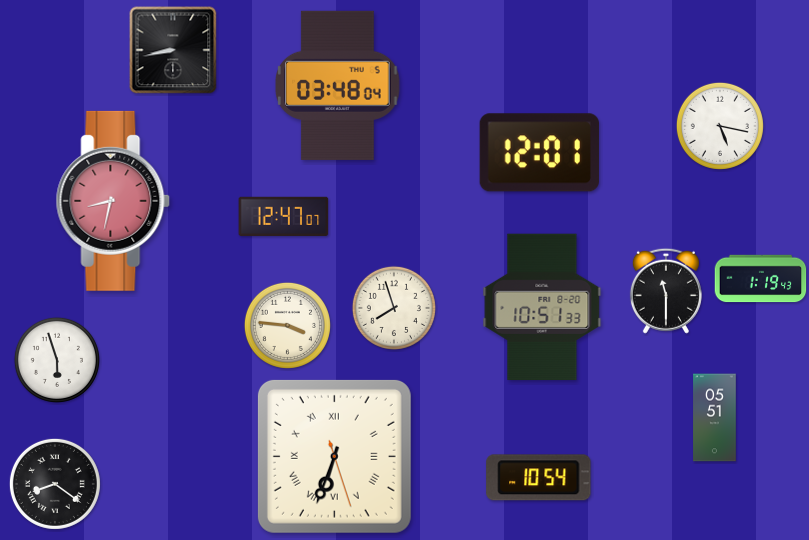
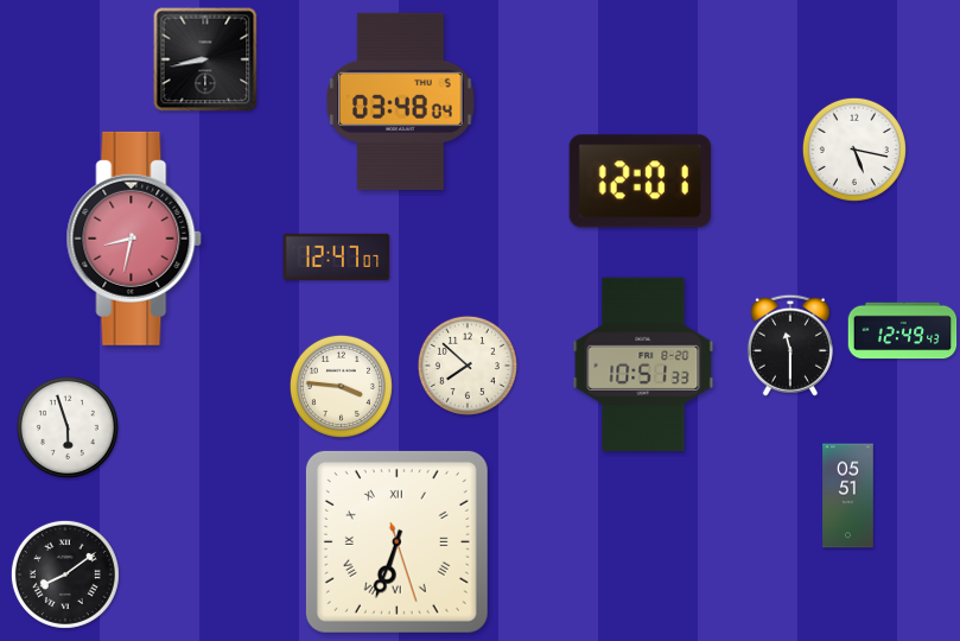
clock at (761, 279): 1:19 -> 12:49
clock at (394, 308): 7:57 -> 7:52
clock at (539, 478): 10:54 -> none
clock at (55, 484): 8:21 -> 8:09
